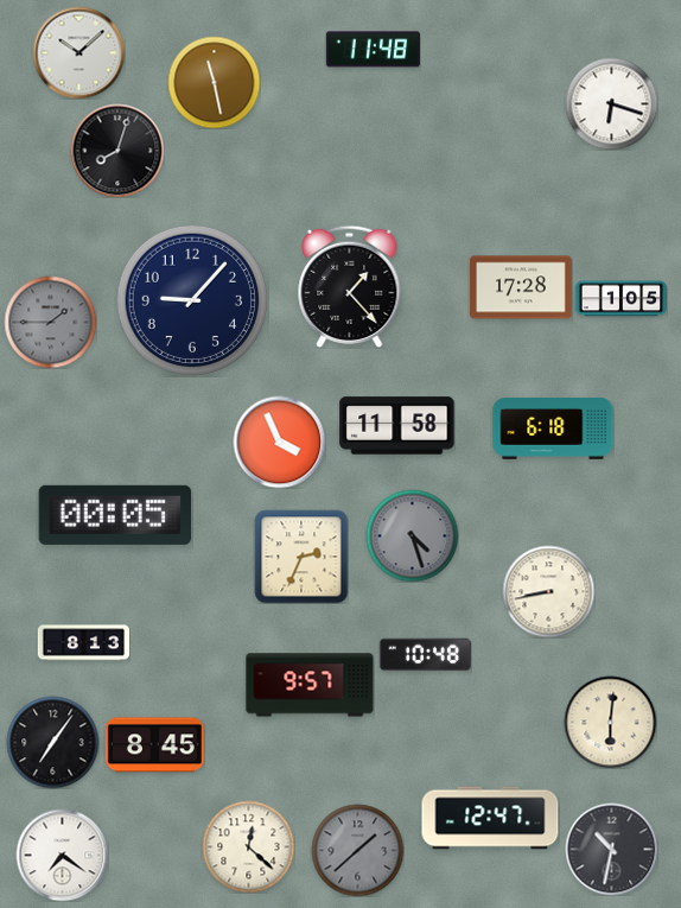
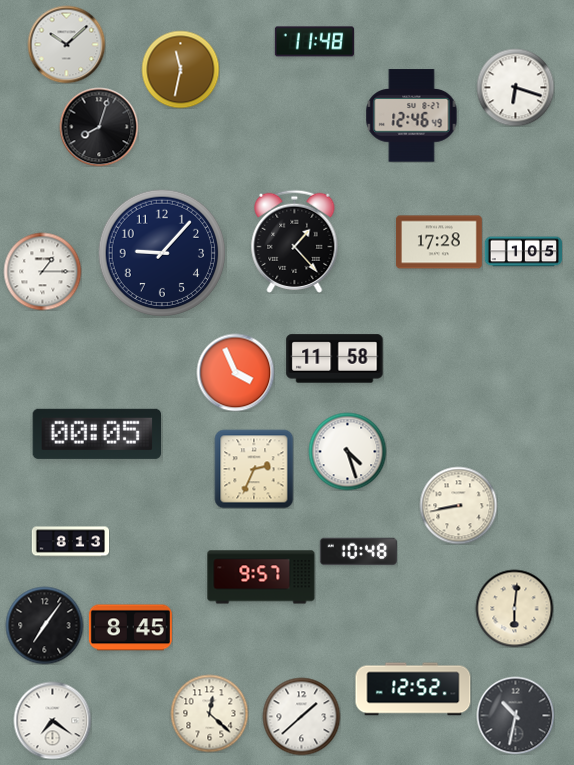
clock at (214, 82): 11:28 -> 11:32
clock at (412, 116): none -> 12:46
clock at (50, 322): 1:45 -> 1:15
clock at (50, 322) dial: grey -> white
clock at (553, 430): 6:18 -> none
clock at (412, 535) dial: grey -> white
clock at (548, 591) position: (548, 591) -> (458, 505)
clock at (490, 818): 12:47 -> 12:52
clock at (357, 850) dial: grey -> white
